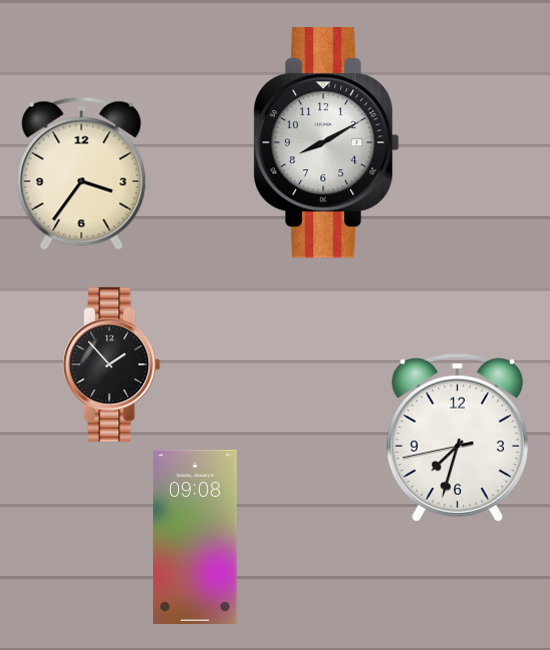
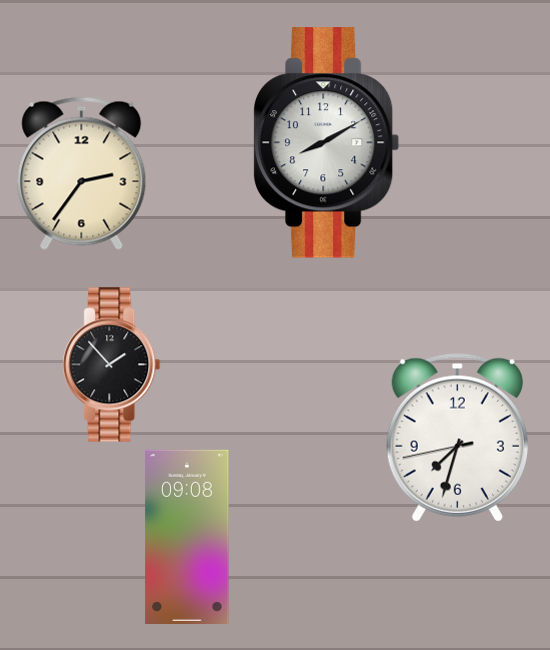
clock at (82, 173): 3:36 -> 2:36
clock at (195, 536) position: (195, 536) -> (187, 536)
